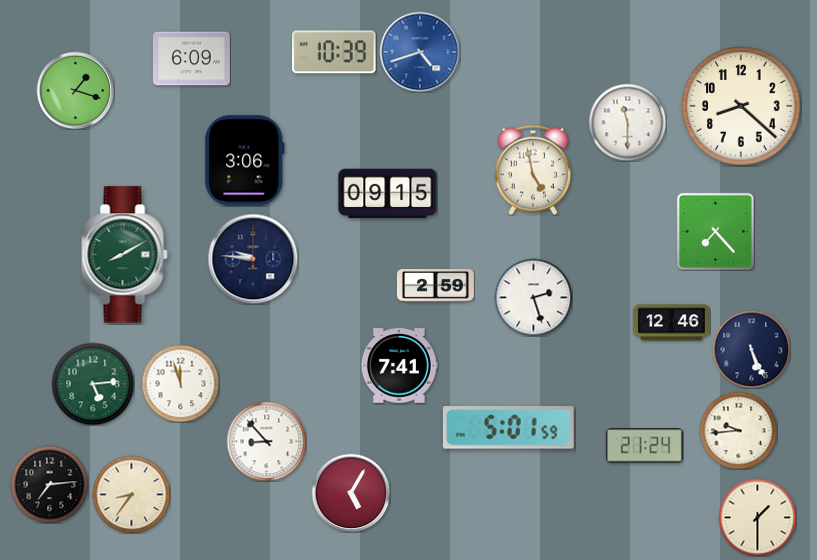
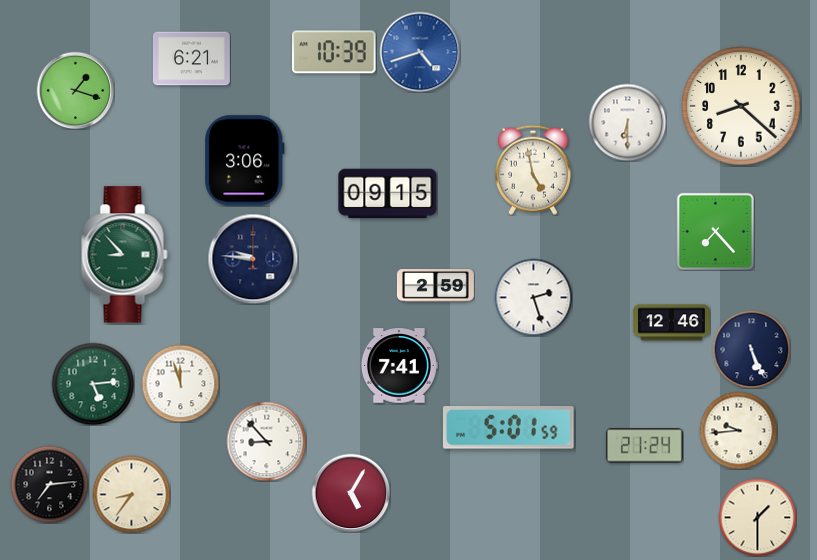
clock at (191, 59): 6:09 -> 6:21
clock at (627, 122): 11:30 -> 6:30
clock at (125, 255): 8:10 -> 8:53
